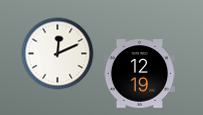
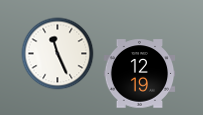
clock at (58, 54): 12:11 -> 11:26
